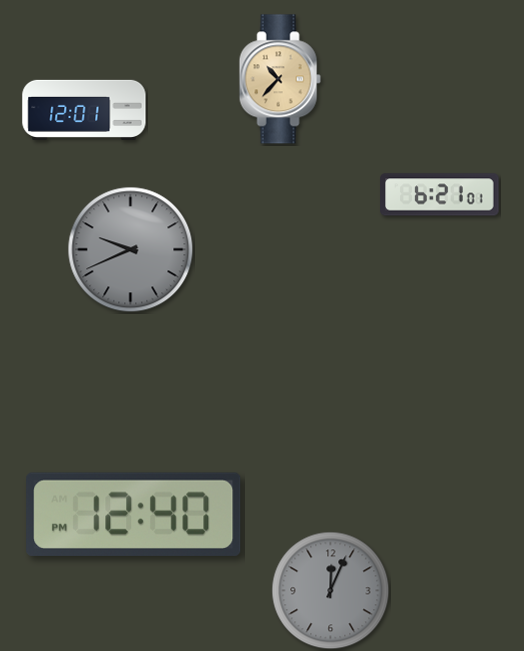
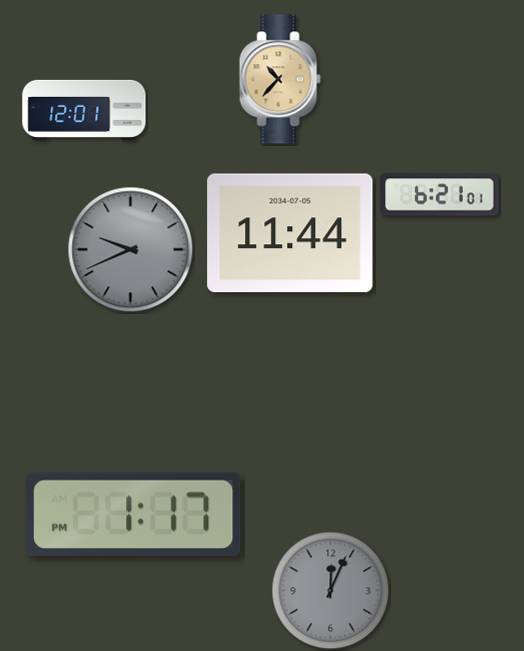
clock at (290, 233): none -> 11:44
clock at (134, 514): 12:40 -> 1:17
